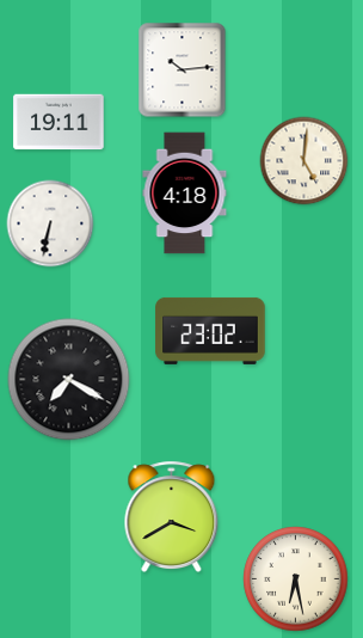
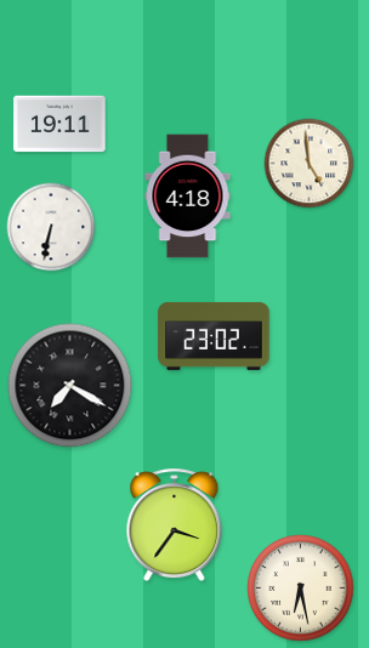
clock at (183, 70): 10:14 -> none
clock at (304, 161): 5:01 -> 4:59
clock at (172, 517): 3:40 -> 3:36
